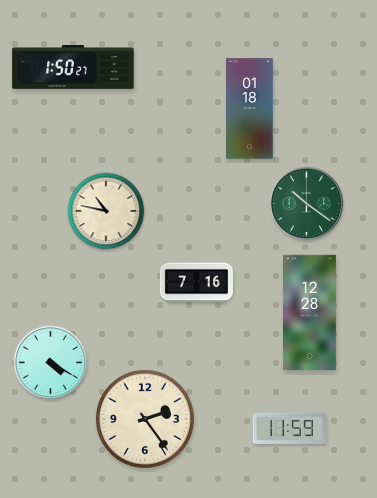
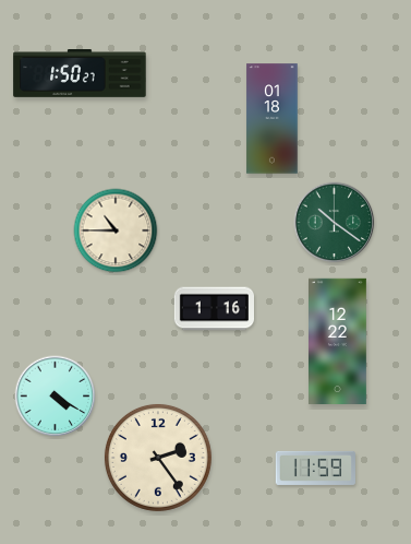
clock at (106, 211): 10:47 -> 10:45
clock at (196, 283): 7:16 -> 1:16
clock at (310, 312): 12:28 -> 12:22
